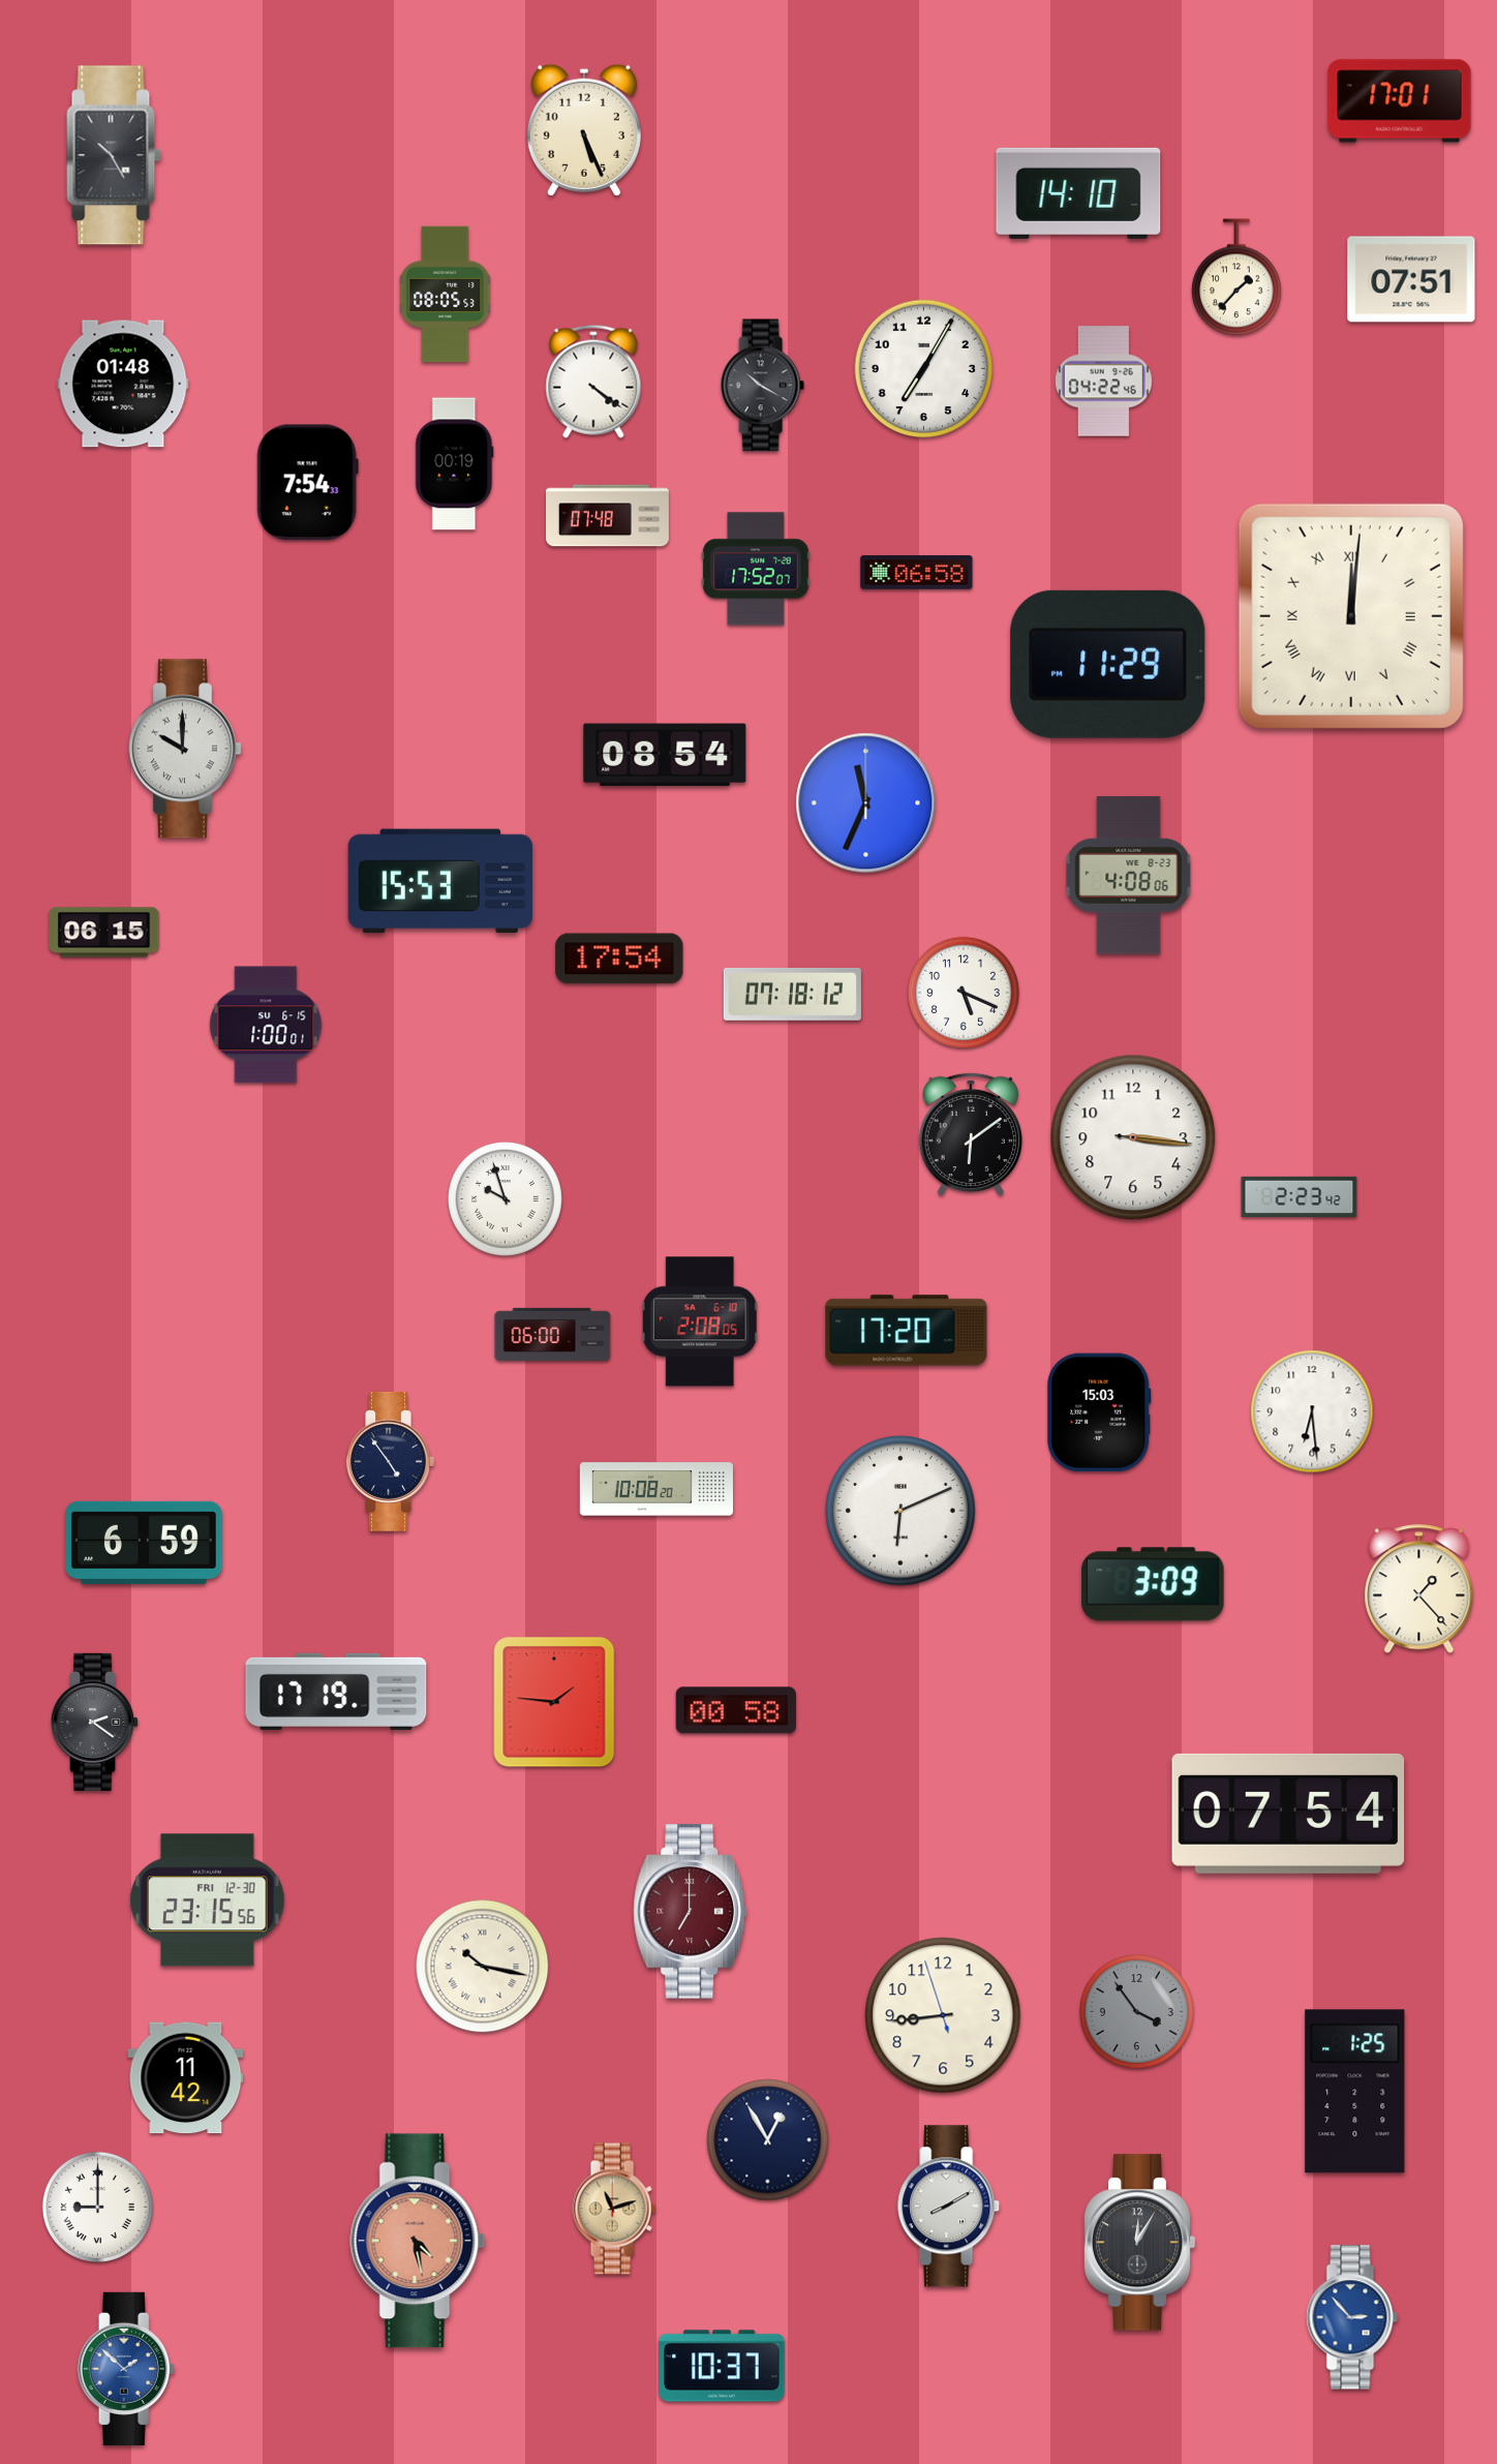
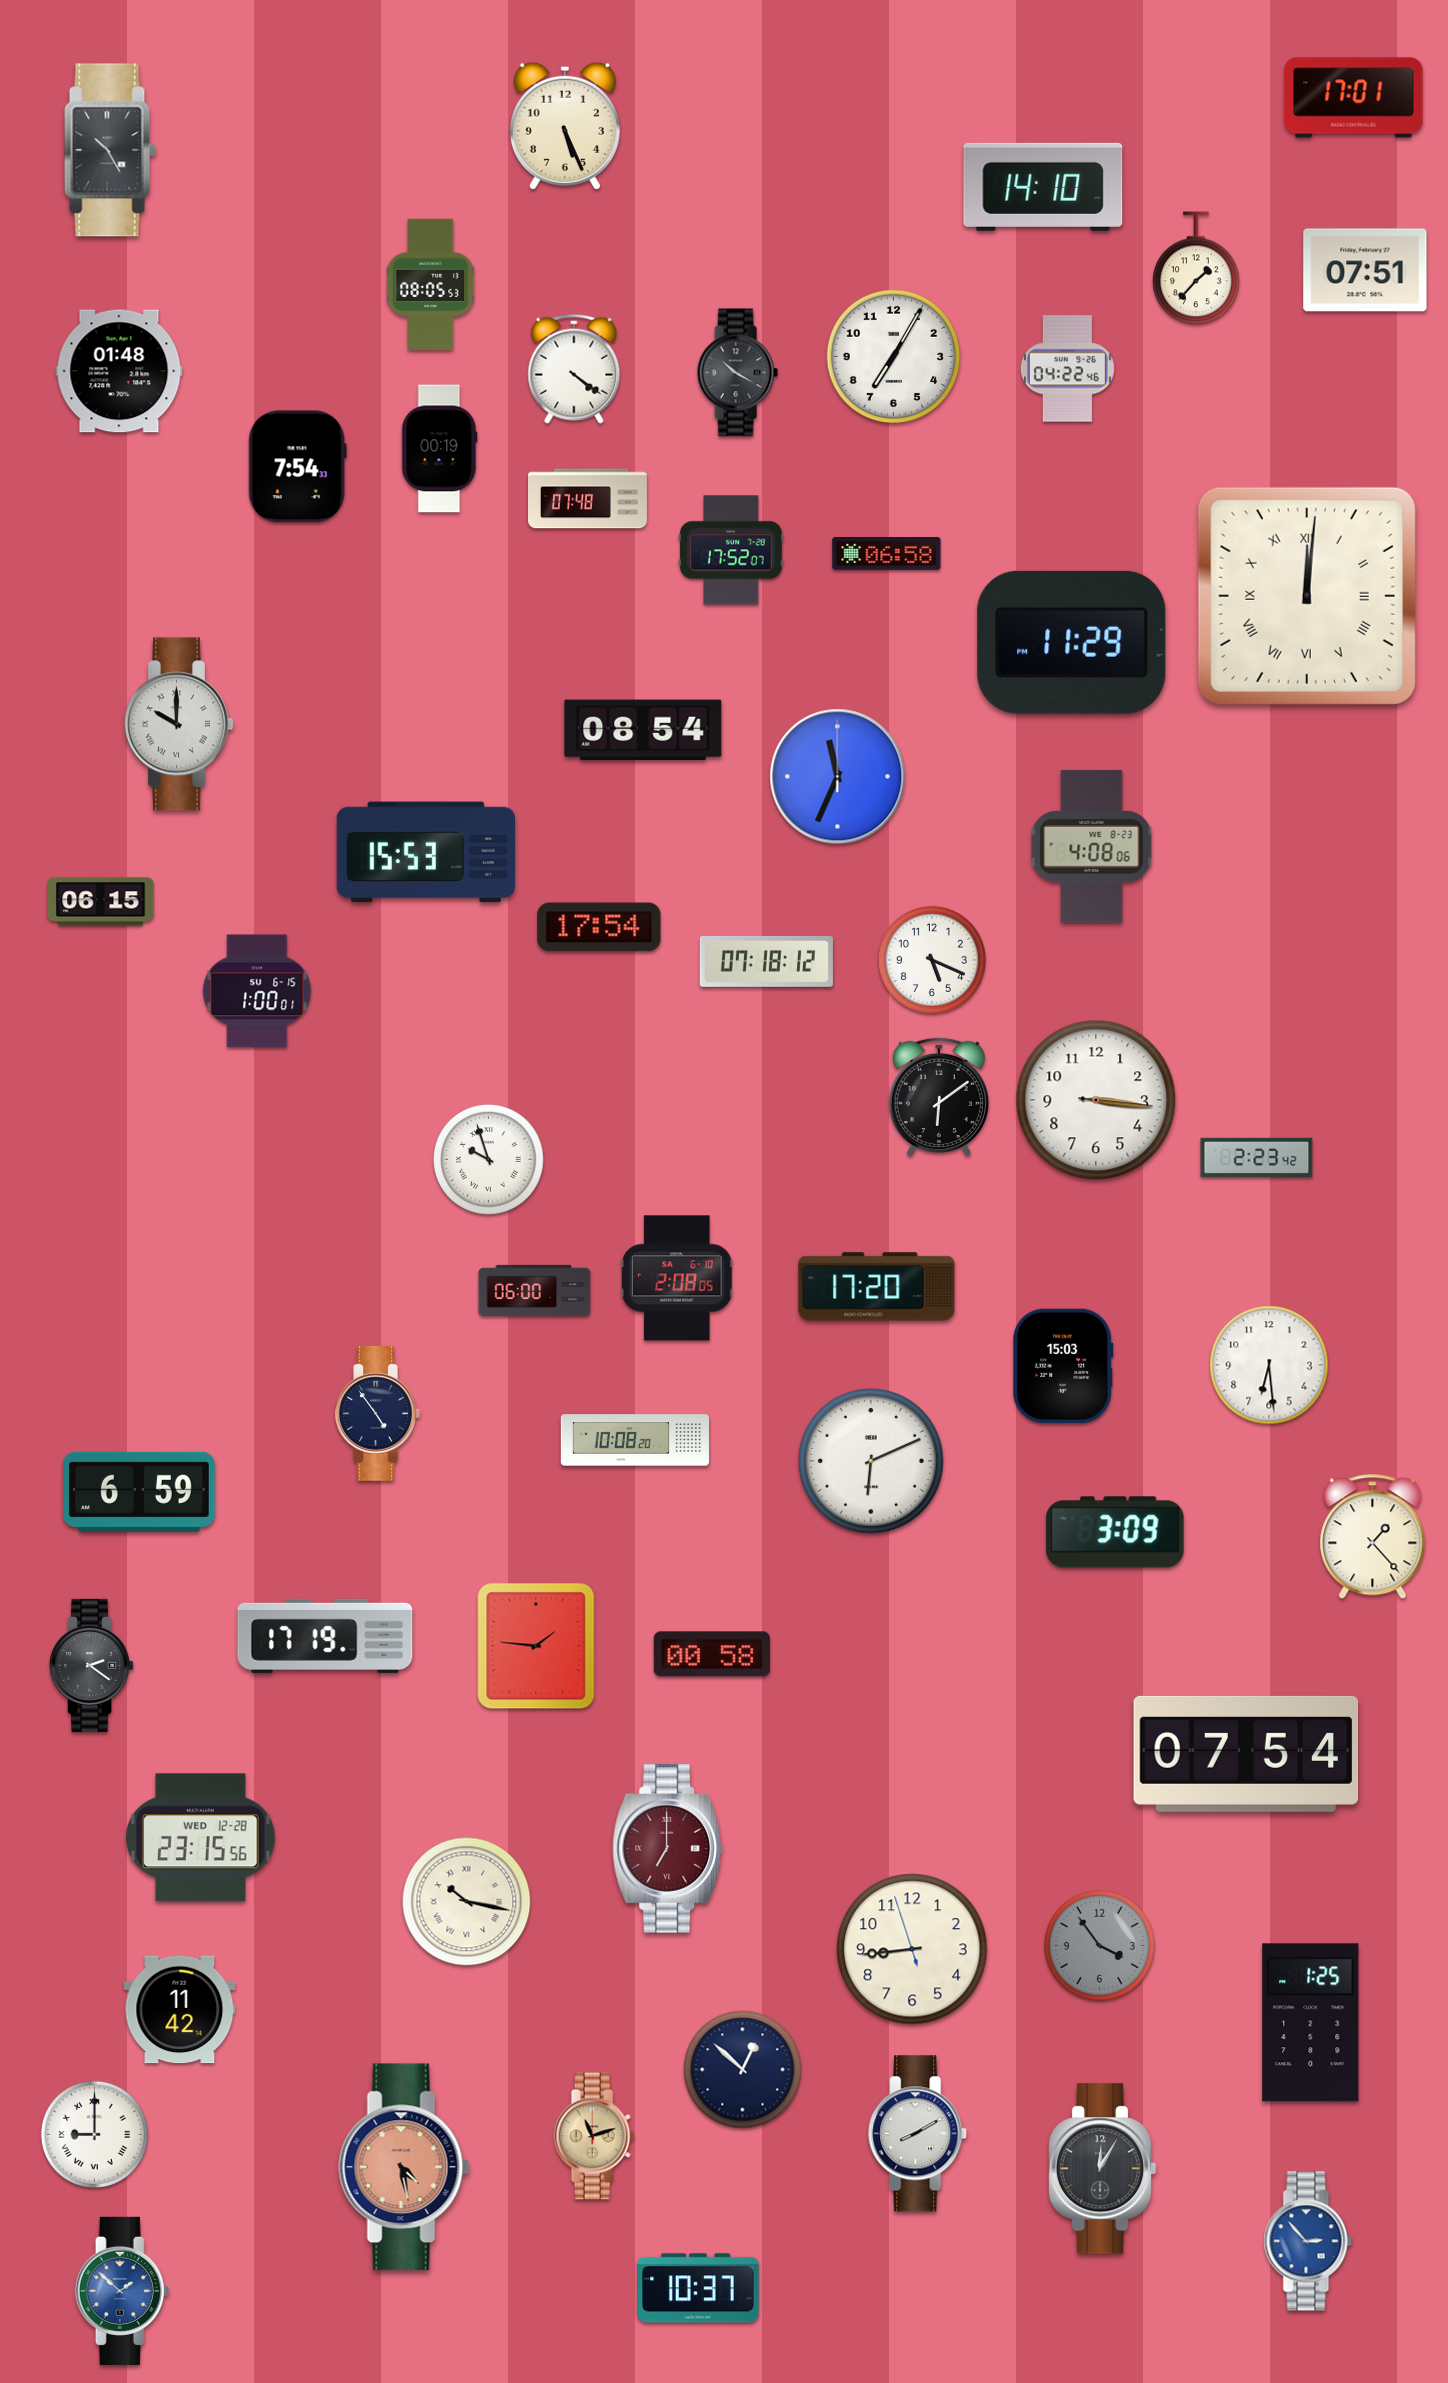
clock at (208, 1900) date: FRI 12-30 -> WED 12-28
clock at (768, 2140): 12:55 -> 12:52
